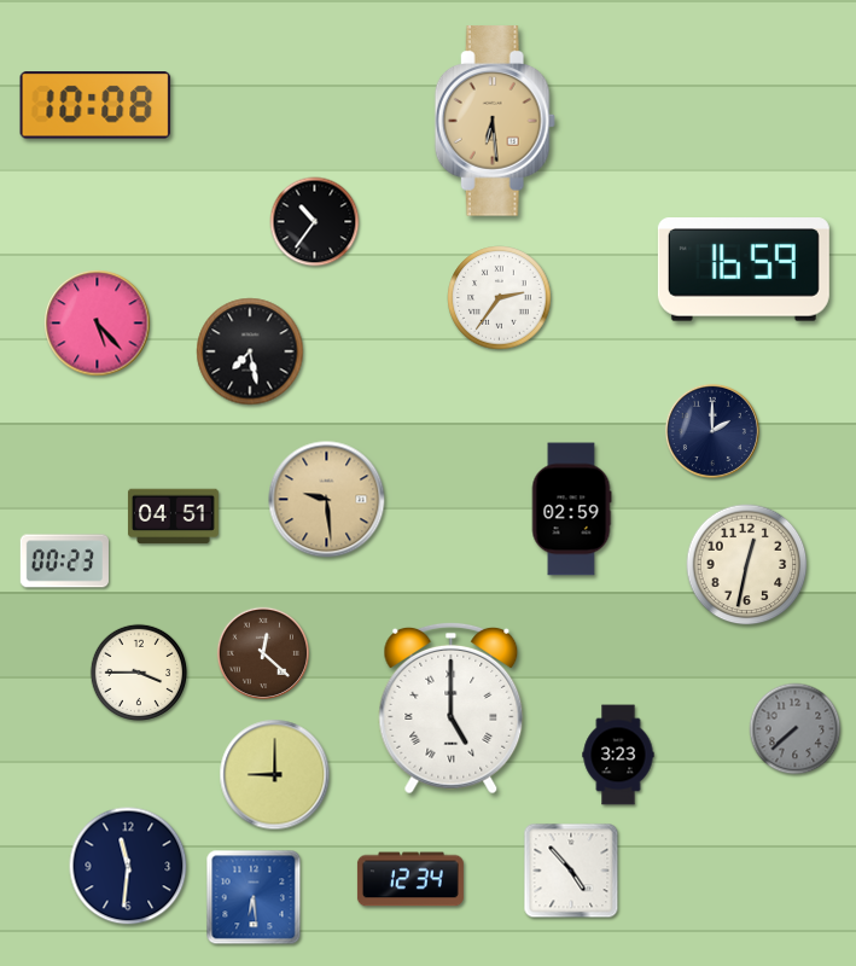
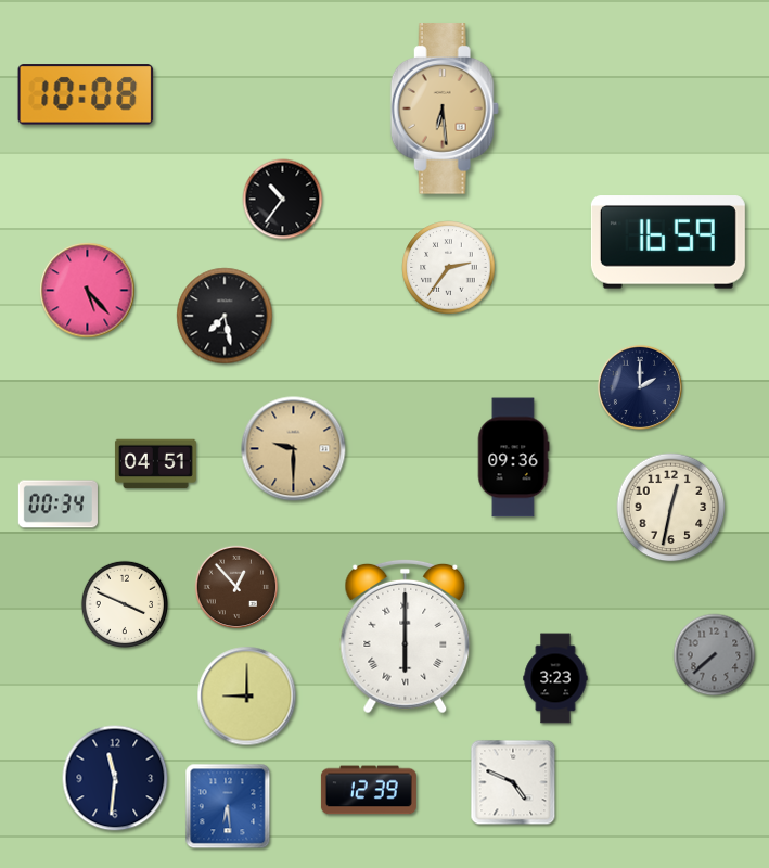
clock at (327, 500): 9:29 -> 9:30
clock at (571, 510): 02:59 -> 09:36
clock at (64, 561): 00:23 -> 00:34
clock at (262, 652): 12:22 -> 12:53
clock at (138, 671): 3:45 -> 3:49
clock at (452, 708): 5:00 -> 6:00
clock at (571, 871): 4:53 -> 4:49
clock at (410, 879): 12:34 -> 12:39
